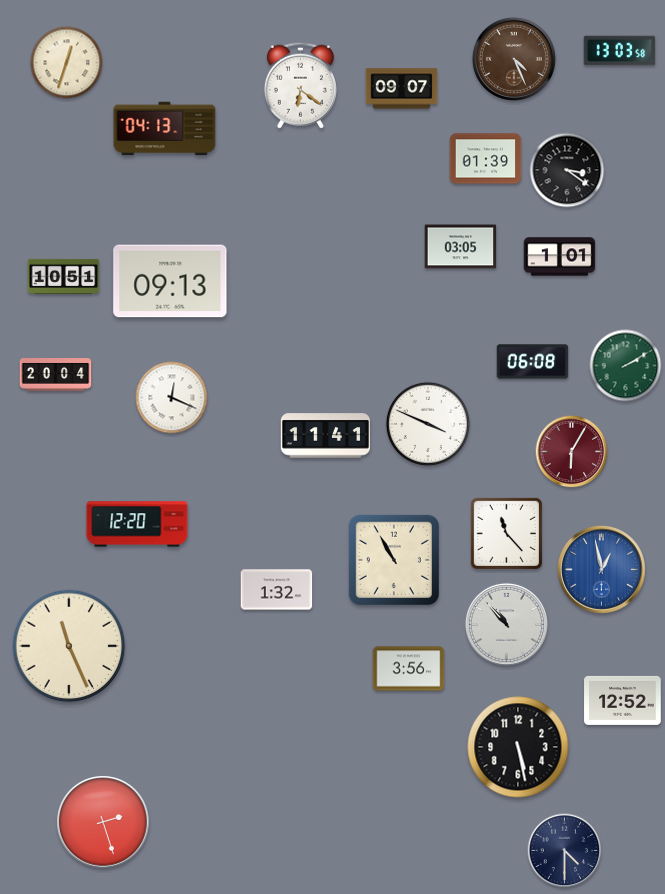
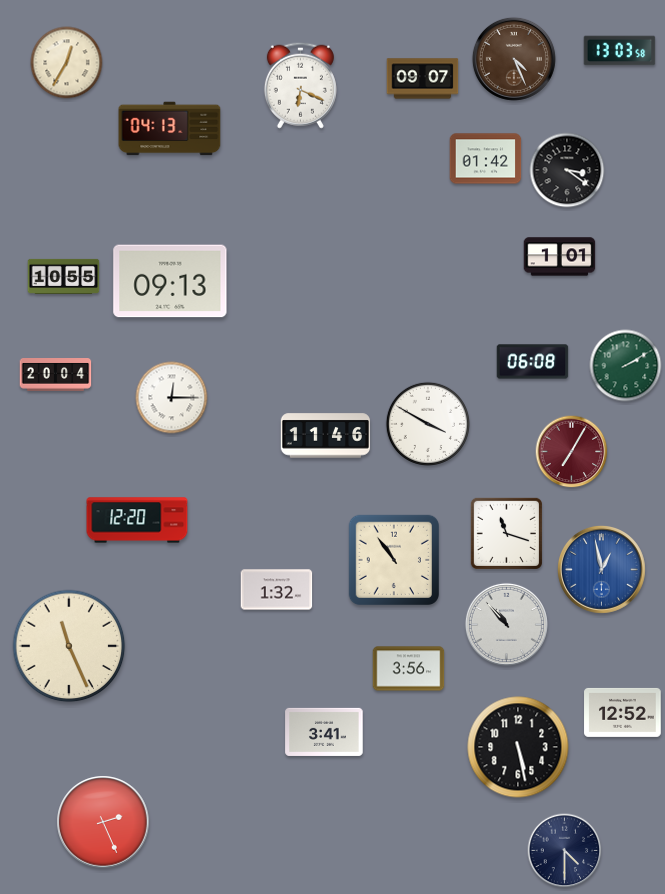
clock at (67, 63): 12:33 -> 12:35
clock at (300, 85): 6:21 -> 6:19
clock at (402, 89) position: (402, 89) -> (423, 79)
clock at (165, 129) position: (165, 129) -> (170, 129)
clock at (486, 159): 01:39 -> 01:42
clock at (461, 247): 03:05 -> none
clock at (64, 276): 10:51 -> 10:55
clock at (172, 398): 12:19 -> 12:15
clock at (428, 424): 3:49 -> 3:50
clock at (326, 436): 11:41 -> 11:46
clock at (572, 452): 6:05 -> 7:05
clock at (137, 524) position: (137, 524) -> (137, 520)
clock at (506, 533): 11:23 -> 11:18
clock at (393, 559): 10:55 -> 10:54
clock at (623, 700) position: (623, 700) -> (623, 712)
clock at (324, 732): none -> 3:41
clock at (103, 822): 2:27 -> 2:26
